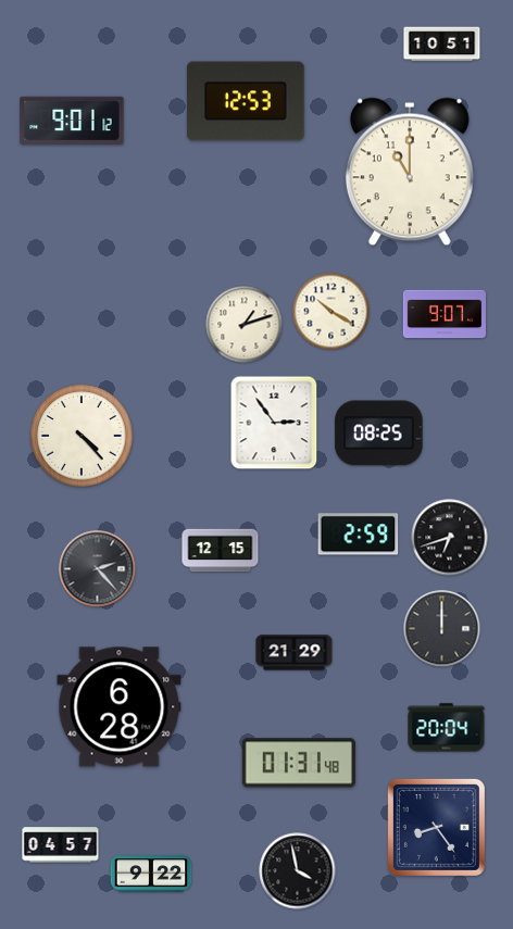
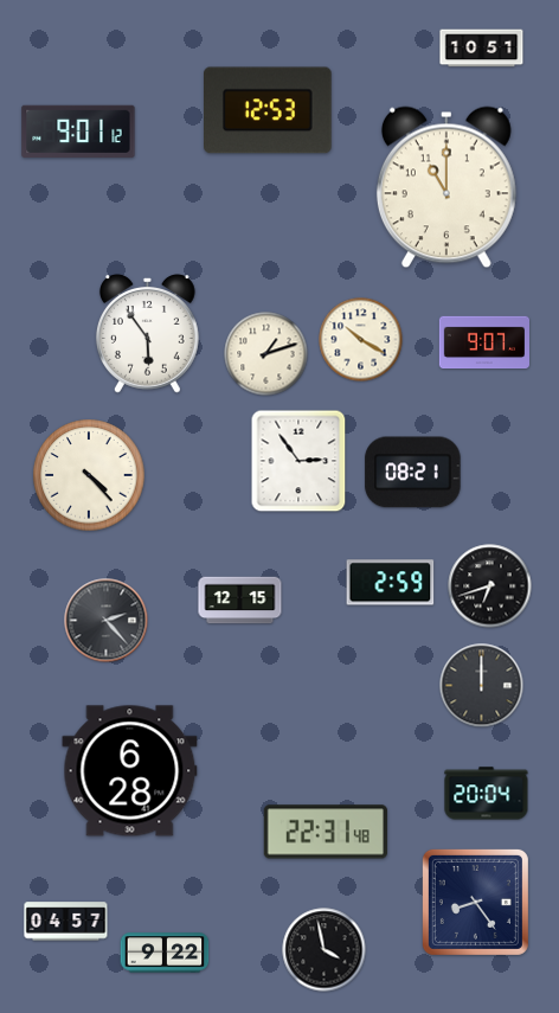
clock at (147, 334): none -> 5:54
clock at (379, 434): 08:25 -> 08:21
clock at (295, 653): 21:29 -> none
clock at (299, 763): 01:31 -> 22:31
